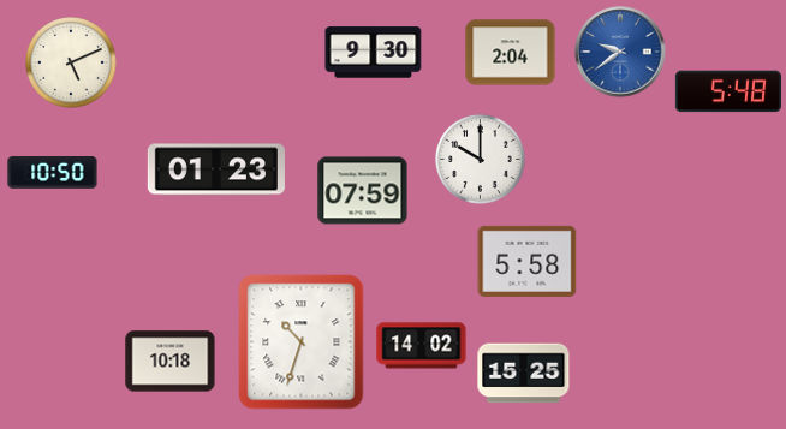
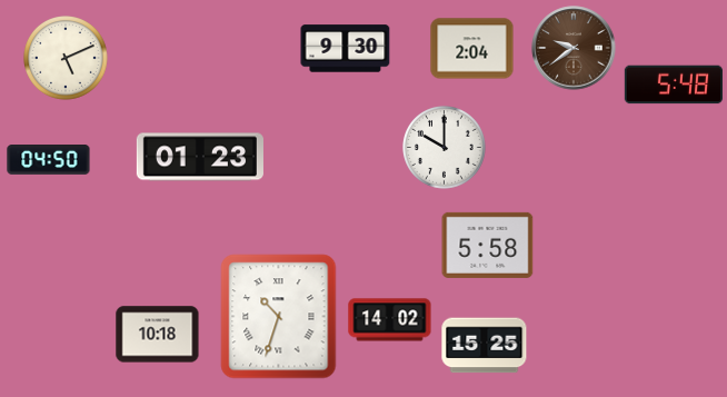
clock at (620, 52) dial: blue -> brown
clock at (53, 173): 10:50 -> 04:50
clock at (363, 191): 07:59 -> none
clock at (528, 261) position: (528, 261) -> (488, 245)
